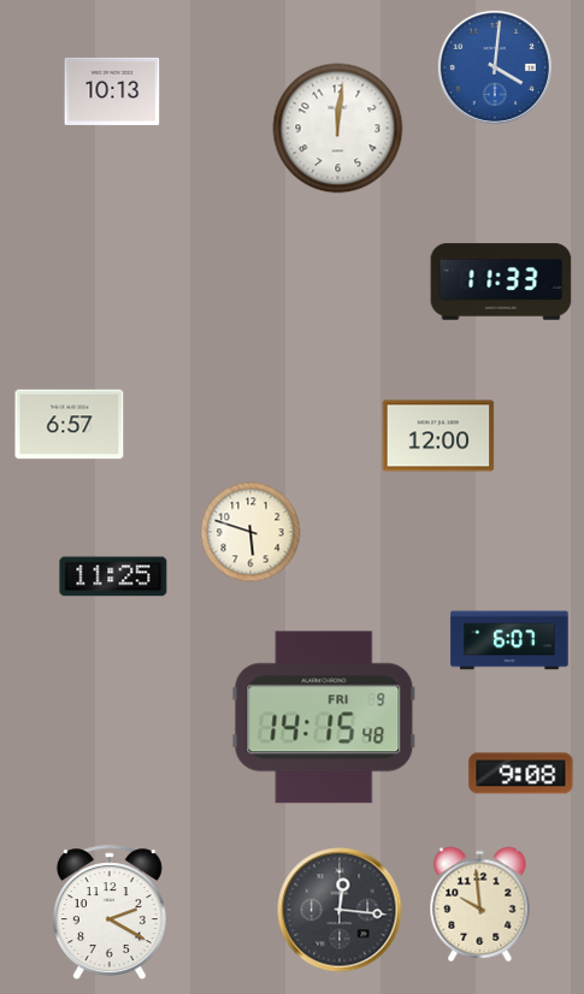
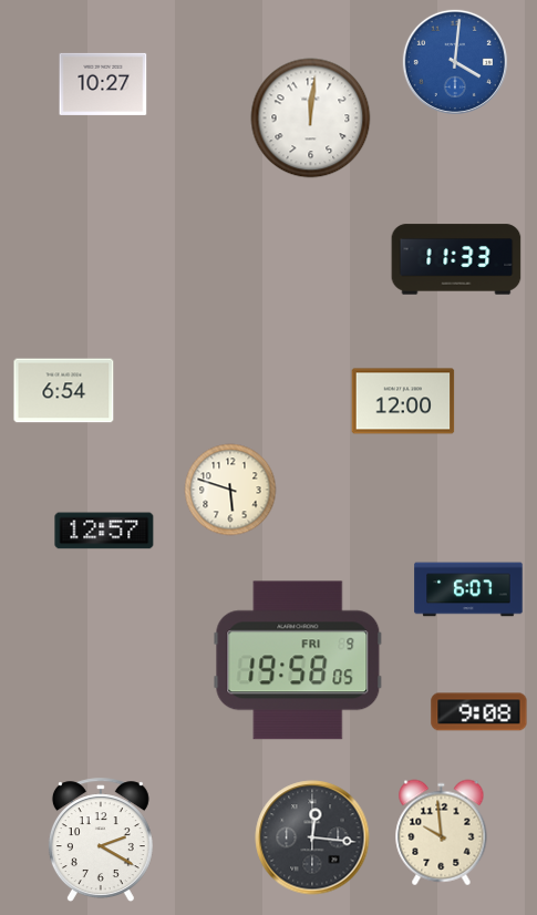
clock at (112, 91): 10:13 -> 10:27
clock at (501, 282) position: (501, 282) -> (456, 259)
clock at (70, 425): 6:57 -> 6:54
clock at (113, 576): 11:25 -> 12:57
clock at (324, 717): 14:15 -> 19:58
